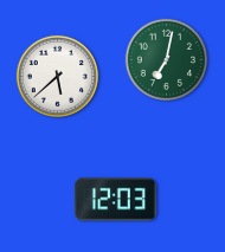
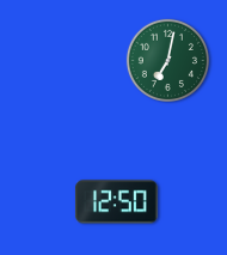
clock at (57, 76): 5:38 -> none
clock at (115, 200): 12:03 -> 12:50
